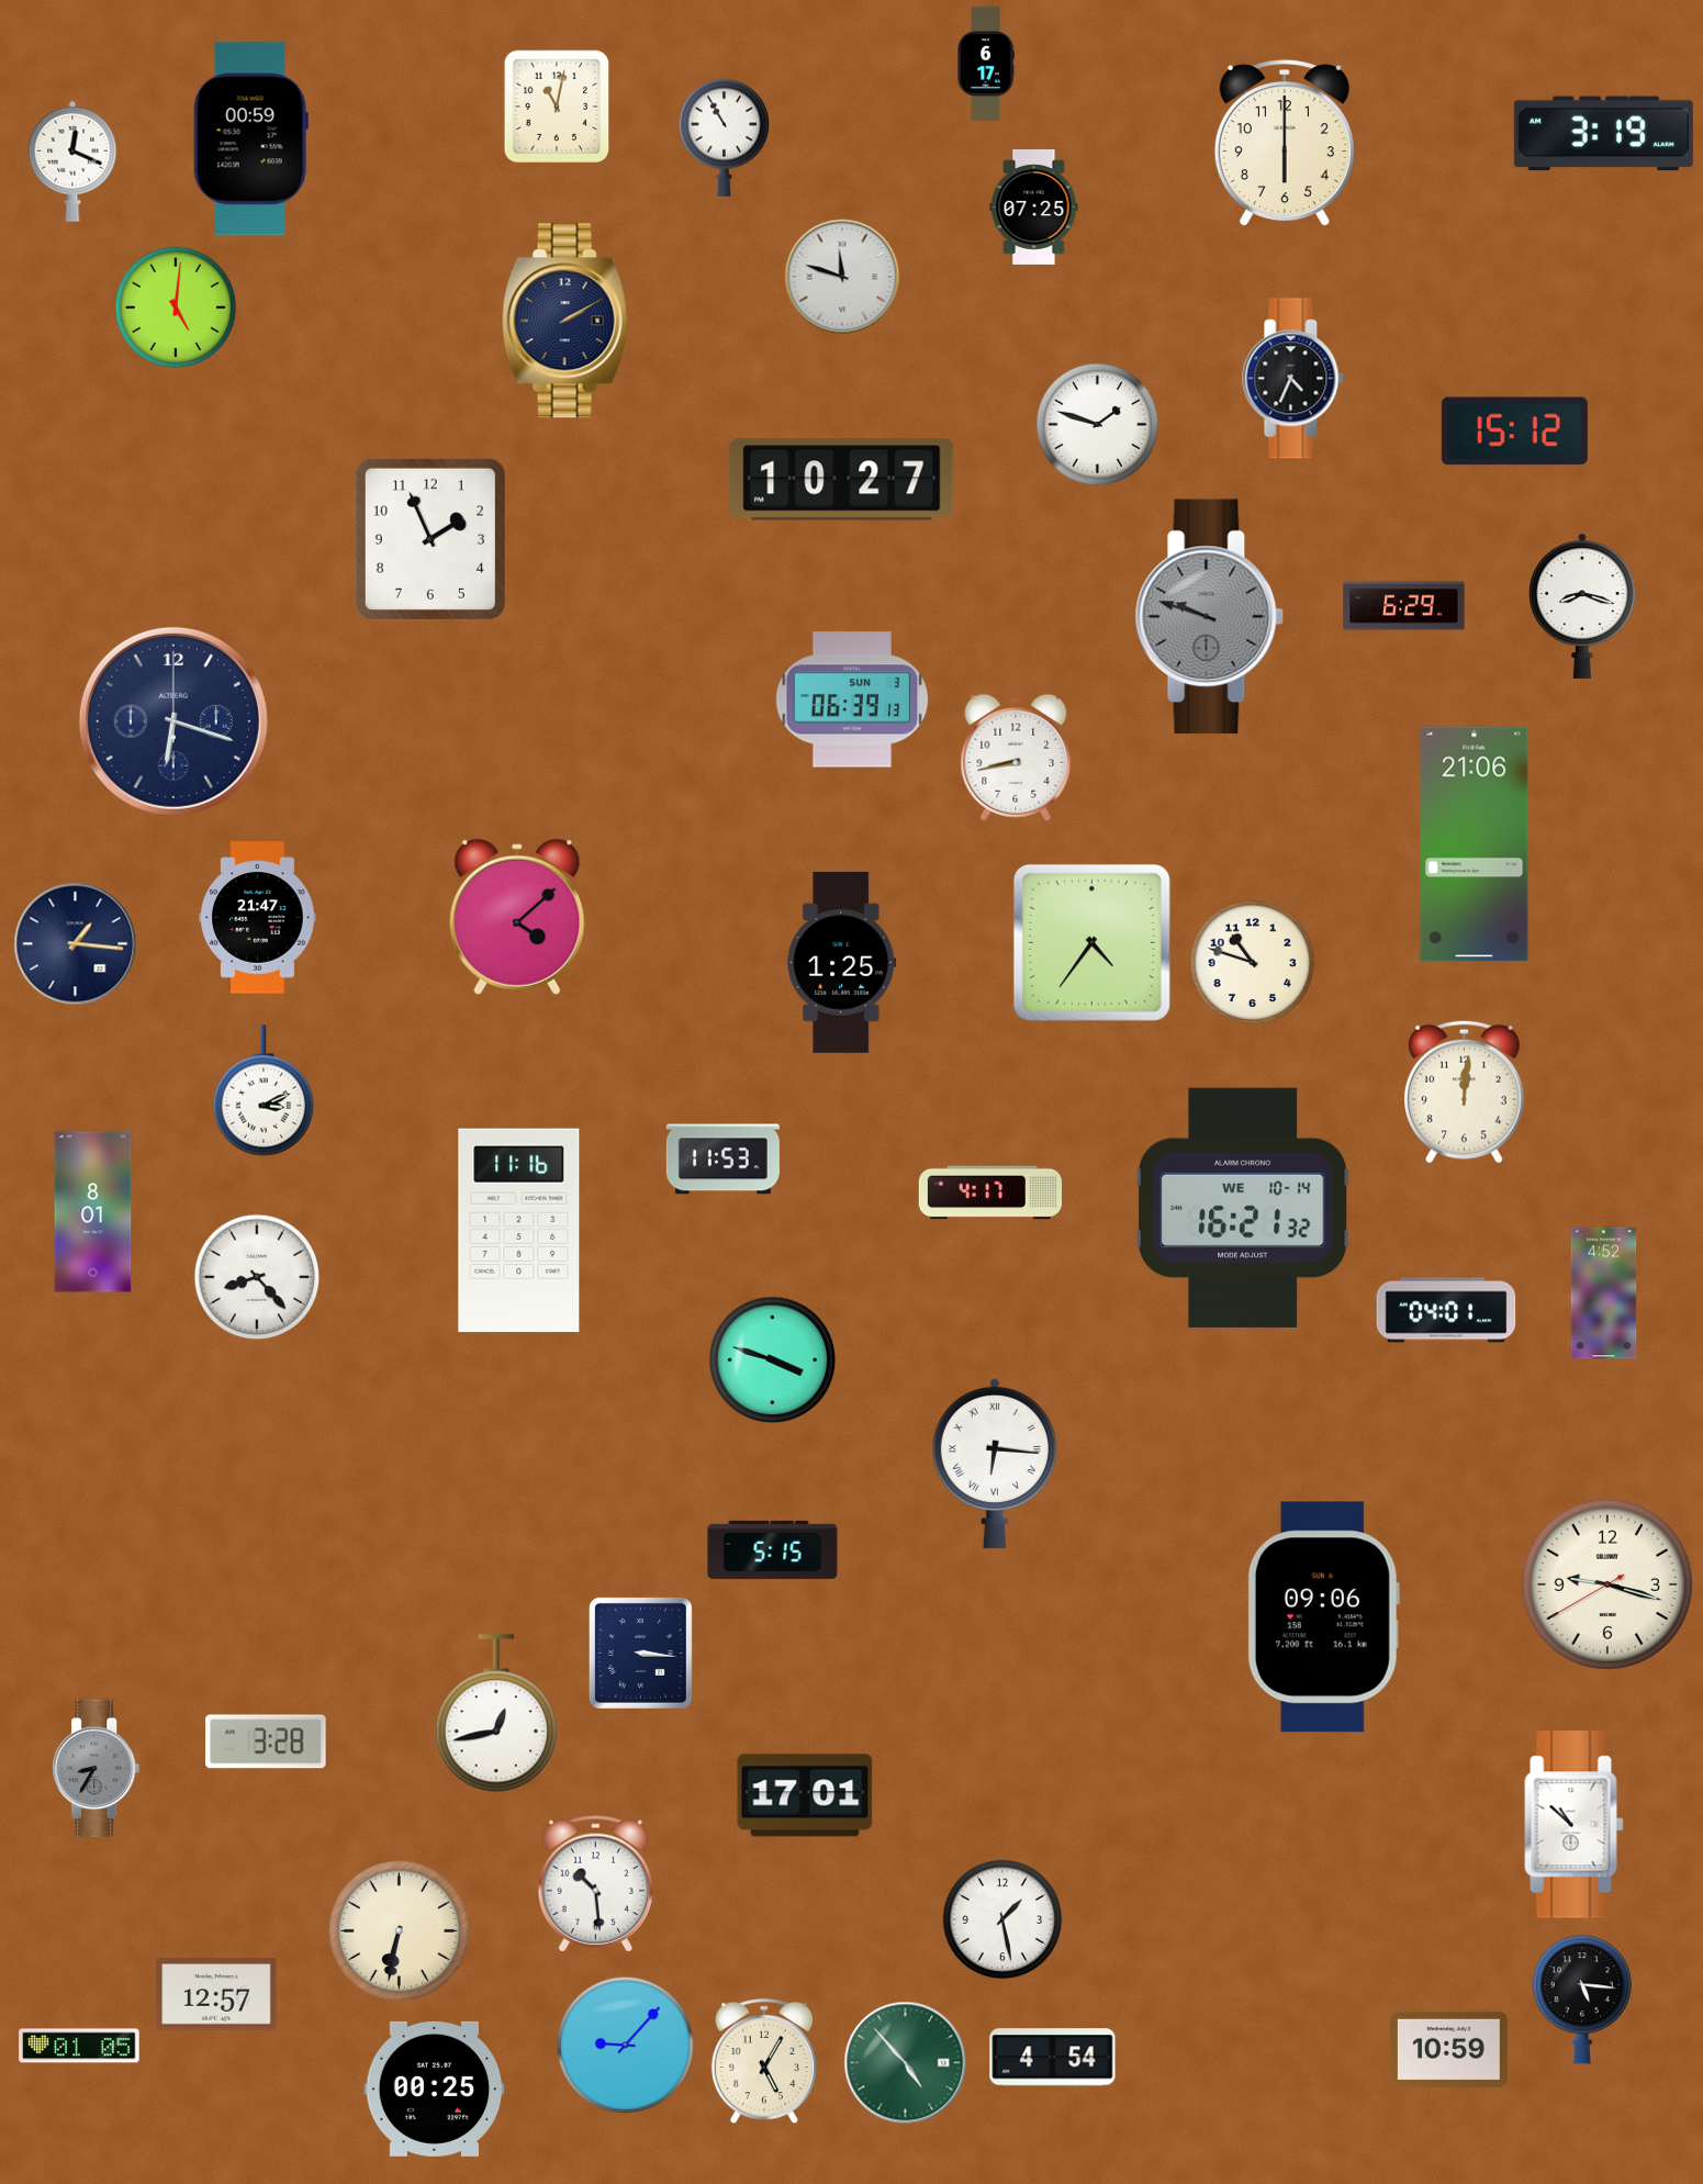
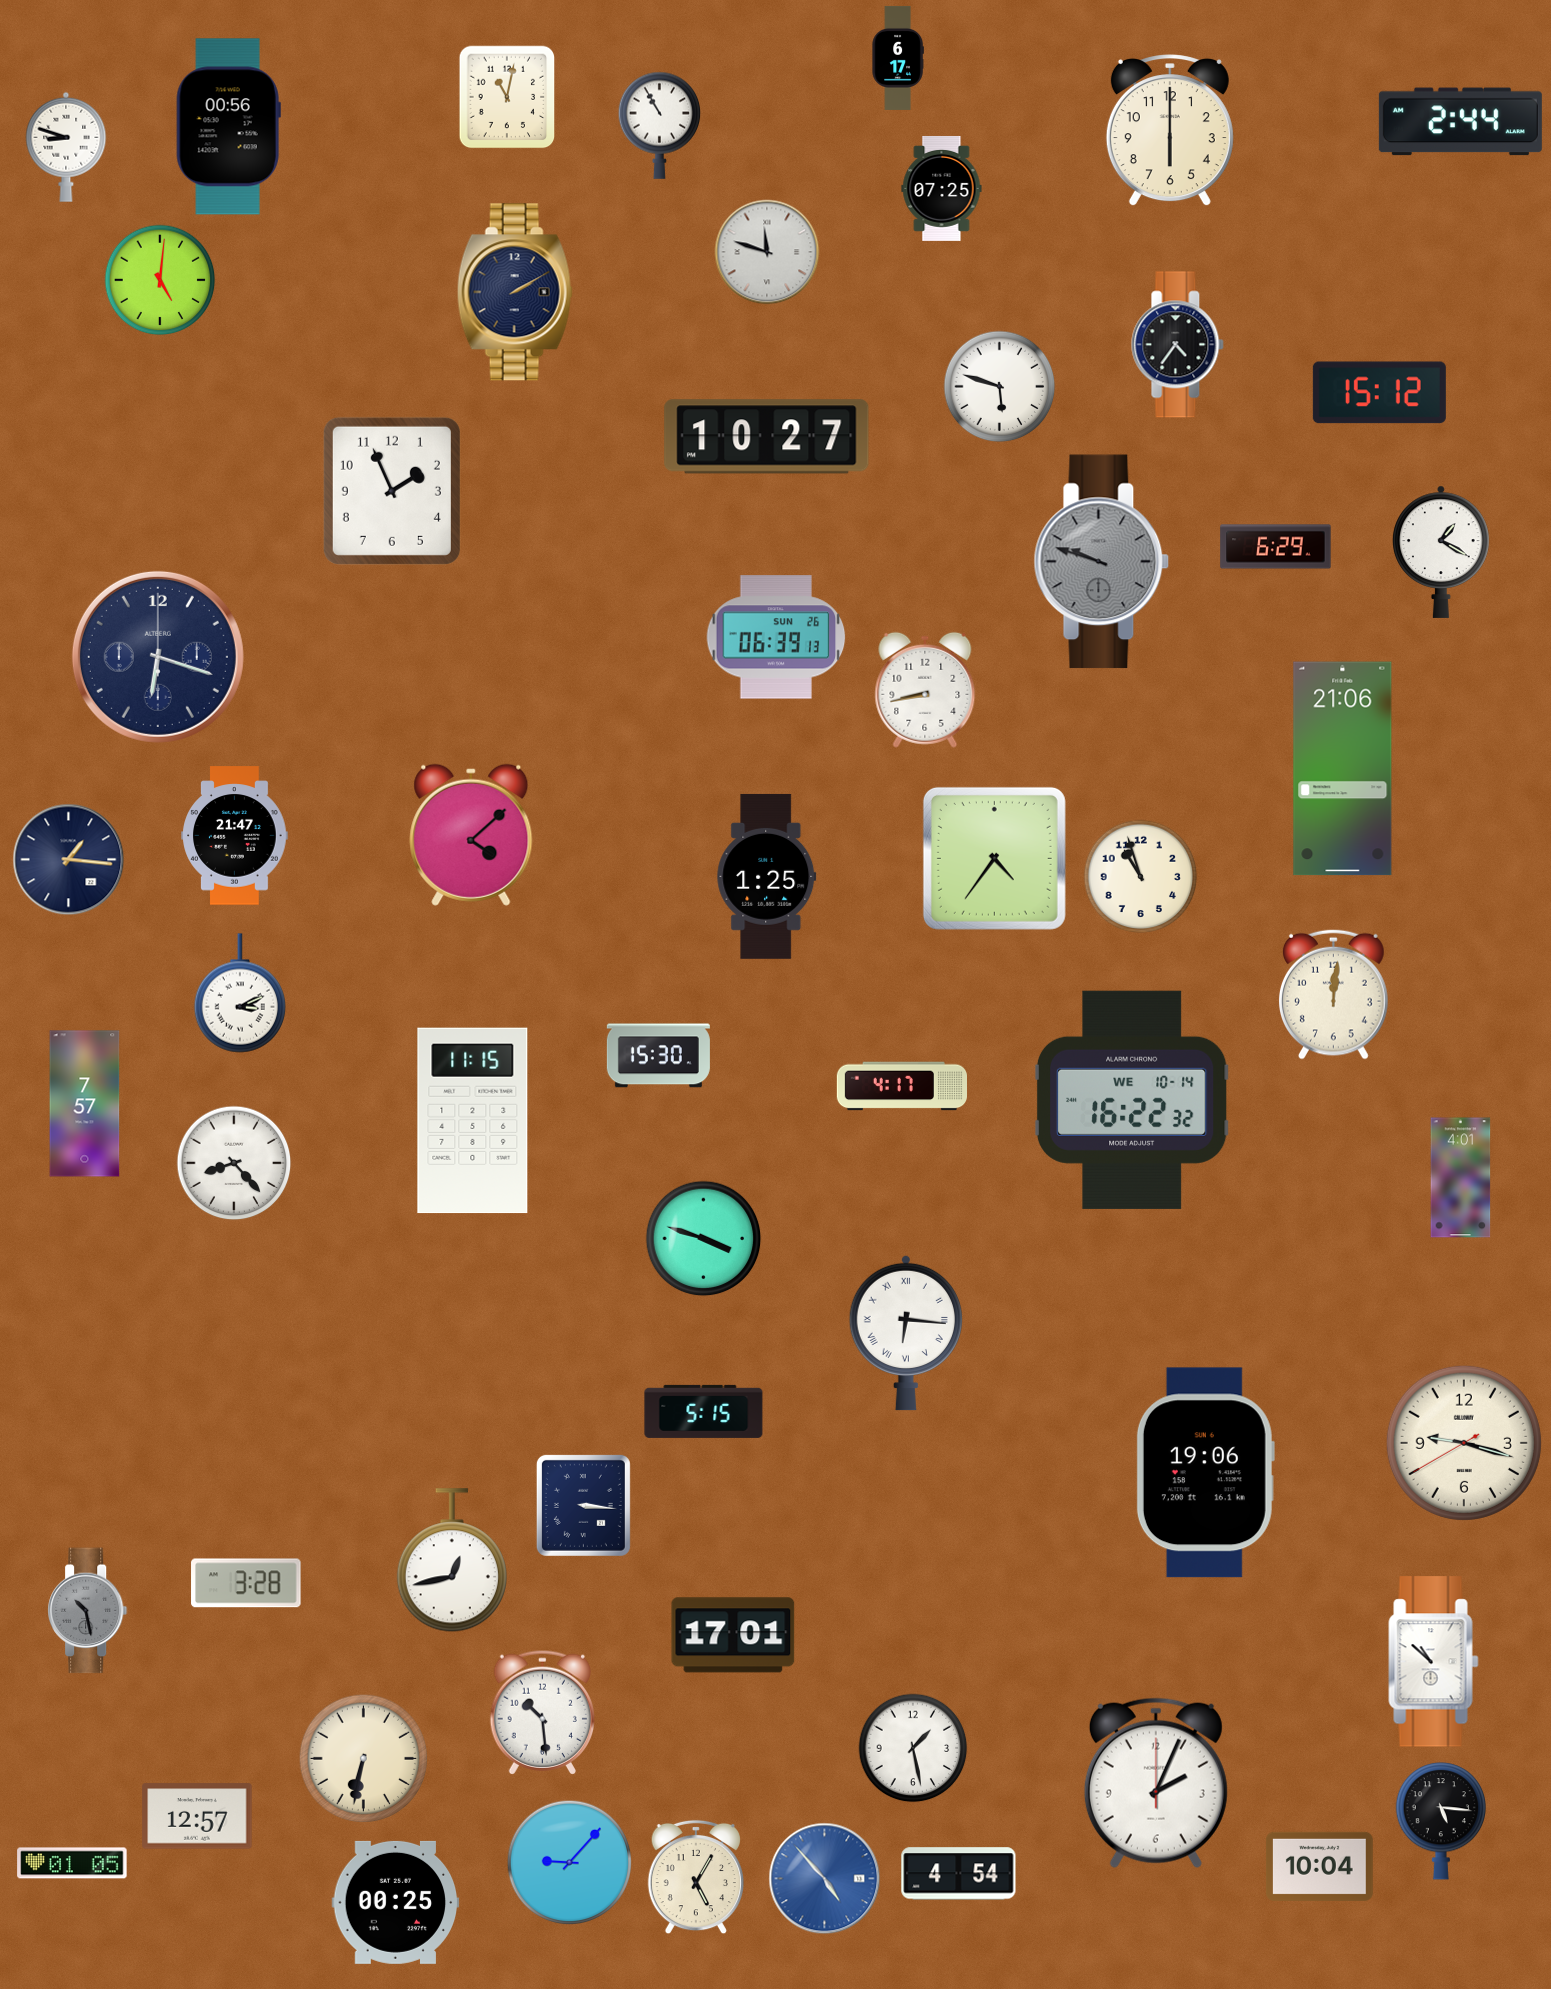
clock at (1603, 134): 3:19 -> 2:44
clock at (250, 139): 00:59 -> 00:56
clock at (72, 161): 12:19 -> 8:48
clock at (1293, 379): 4:34 -> 4:36
clock at (1098, 425): 1:48 -> 5:48
clock at (1404, 606) position: (1404, 606) -> (1276, 547)
clock at (1583, 606): 8:18 -> 1:20
clock at (852, 699) date: SUN 3 -> SUN 26
clock at (1253, 963): 10:48 -> 10:57
clock at (722, 1160): 11:53 -> 15:30
clock at (1243, 1208): 16:21 -> 16:22
clock at (93, 1212): 8:01 -> 7:57
clock at (519, 1231): 11:16 -> 11:15
clock at (1604, 1293): 4:52 -> 4:01
clock at (1446, 1310): 04:01 -> none
clock at (1323, 1617): 09:06 -> 19:06
clock at (266, 1741) position: (266, 1741) -> (246, 1583)
clock at (97, 1769): 8:35 -> 10:28
clock at (595, 1883) position: (595, 1883) -> (542, 1712)
clock at (1156, 1783): none -> 2:04
clock at (1448, 2049): 10:59 -> 10:04
clock at (906, 2063) dial: green -> blue
